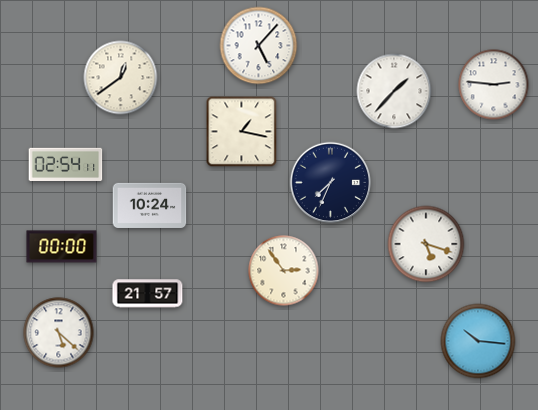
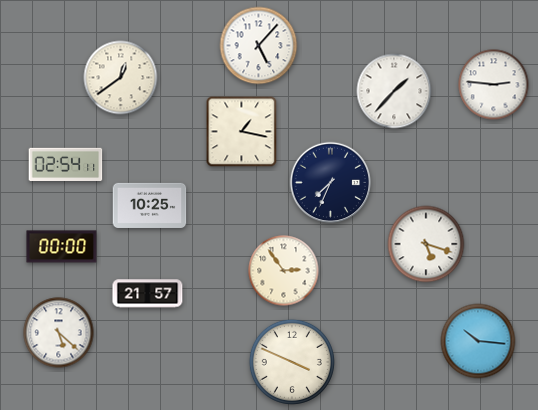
clock at (150, 205): 10:24 -> 10:25
clock at (292, 362): none -> 3:49
